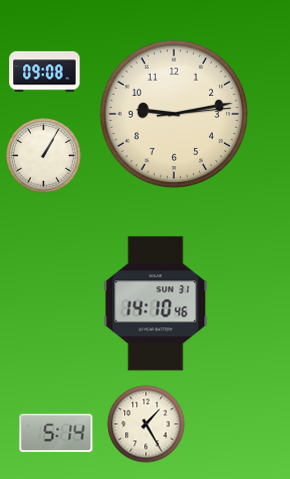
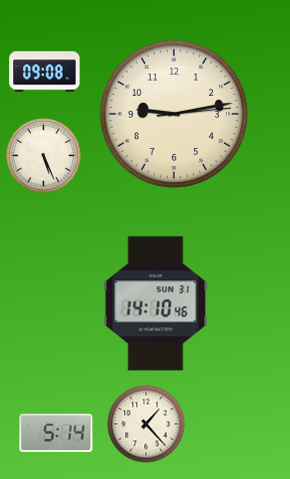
clock at (44, 156): 1:05 -> 5:26
clock at (146, 424): 1:25 -> 1:23
